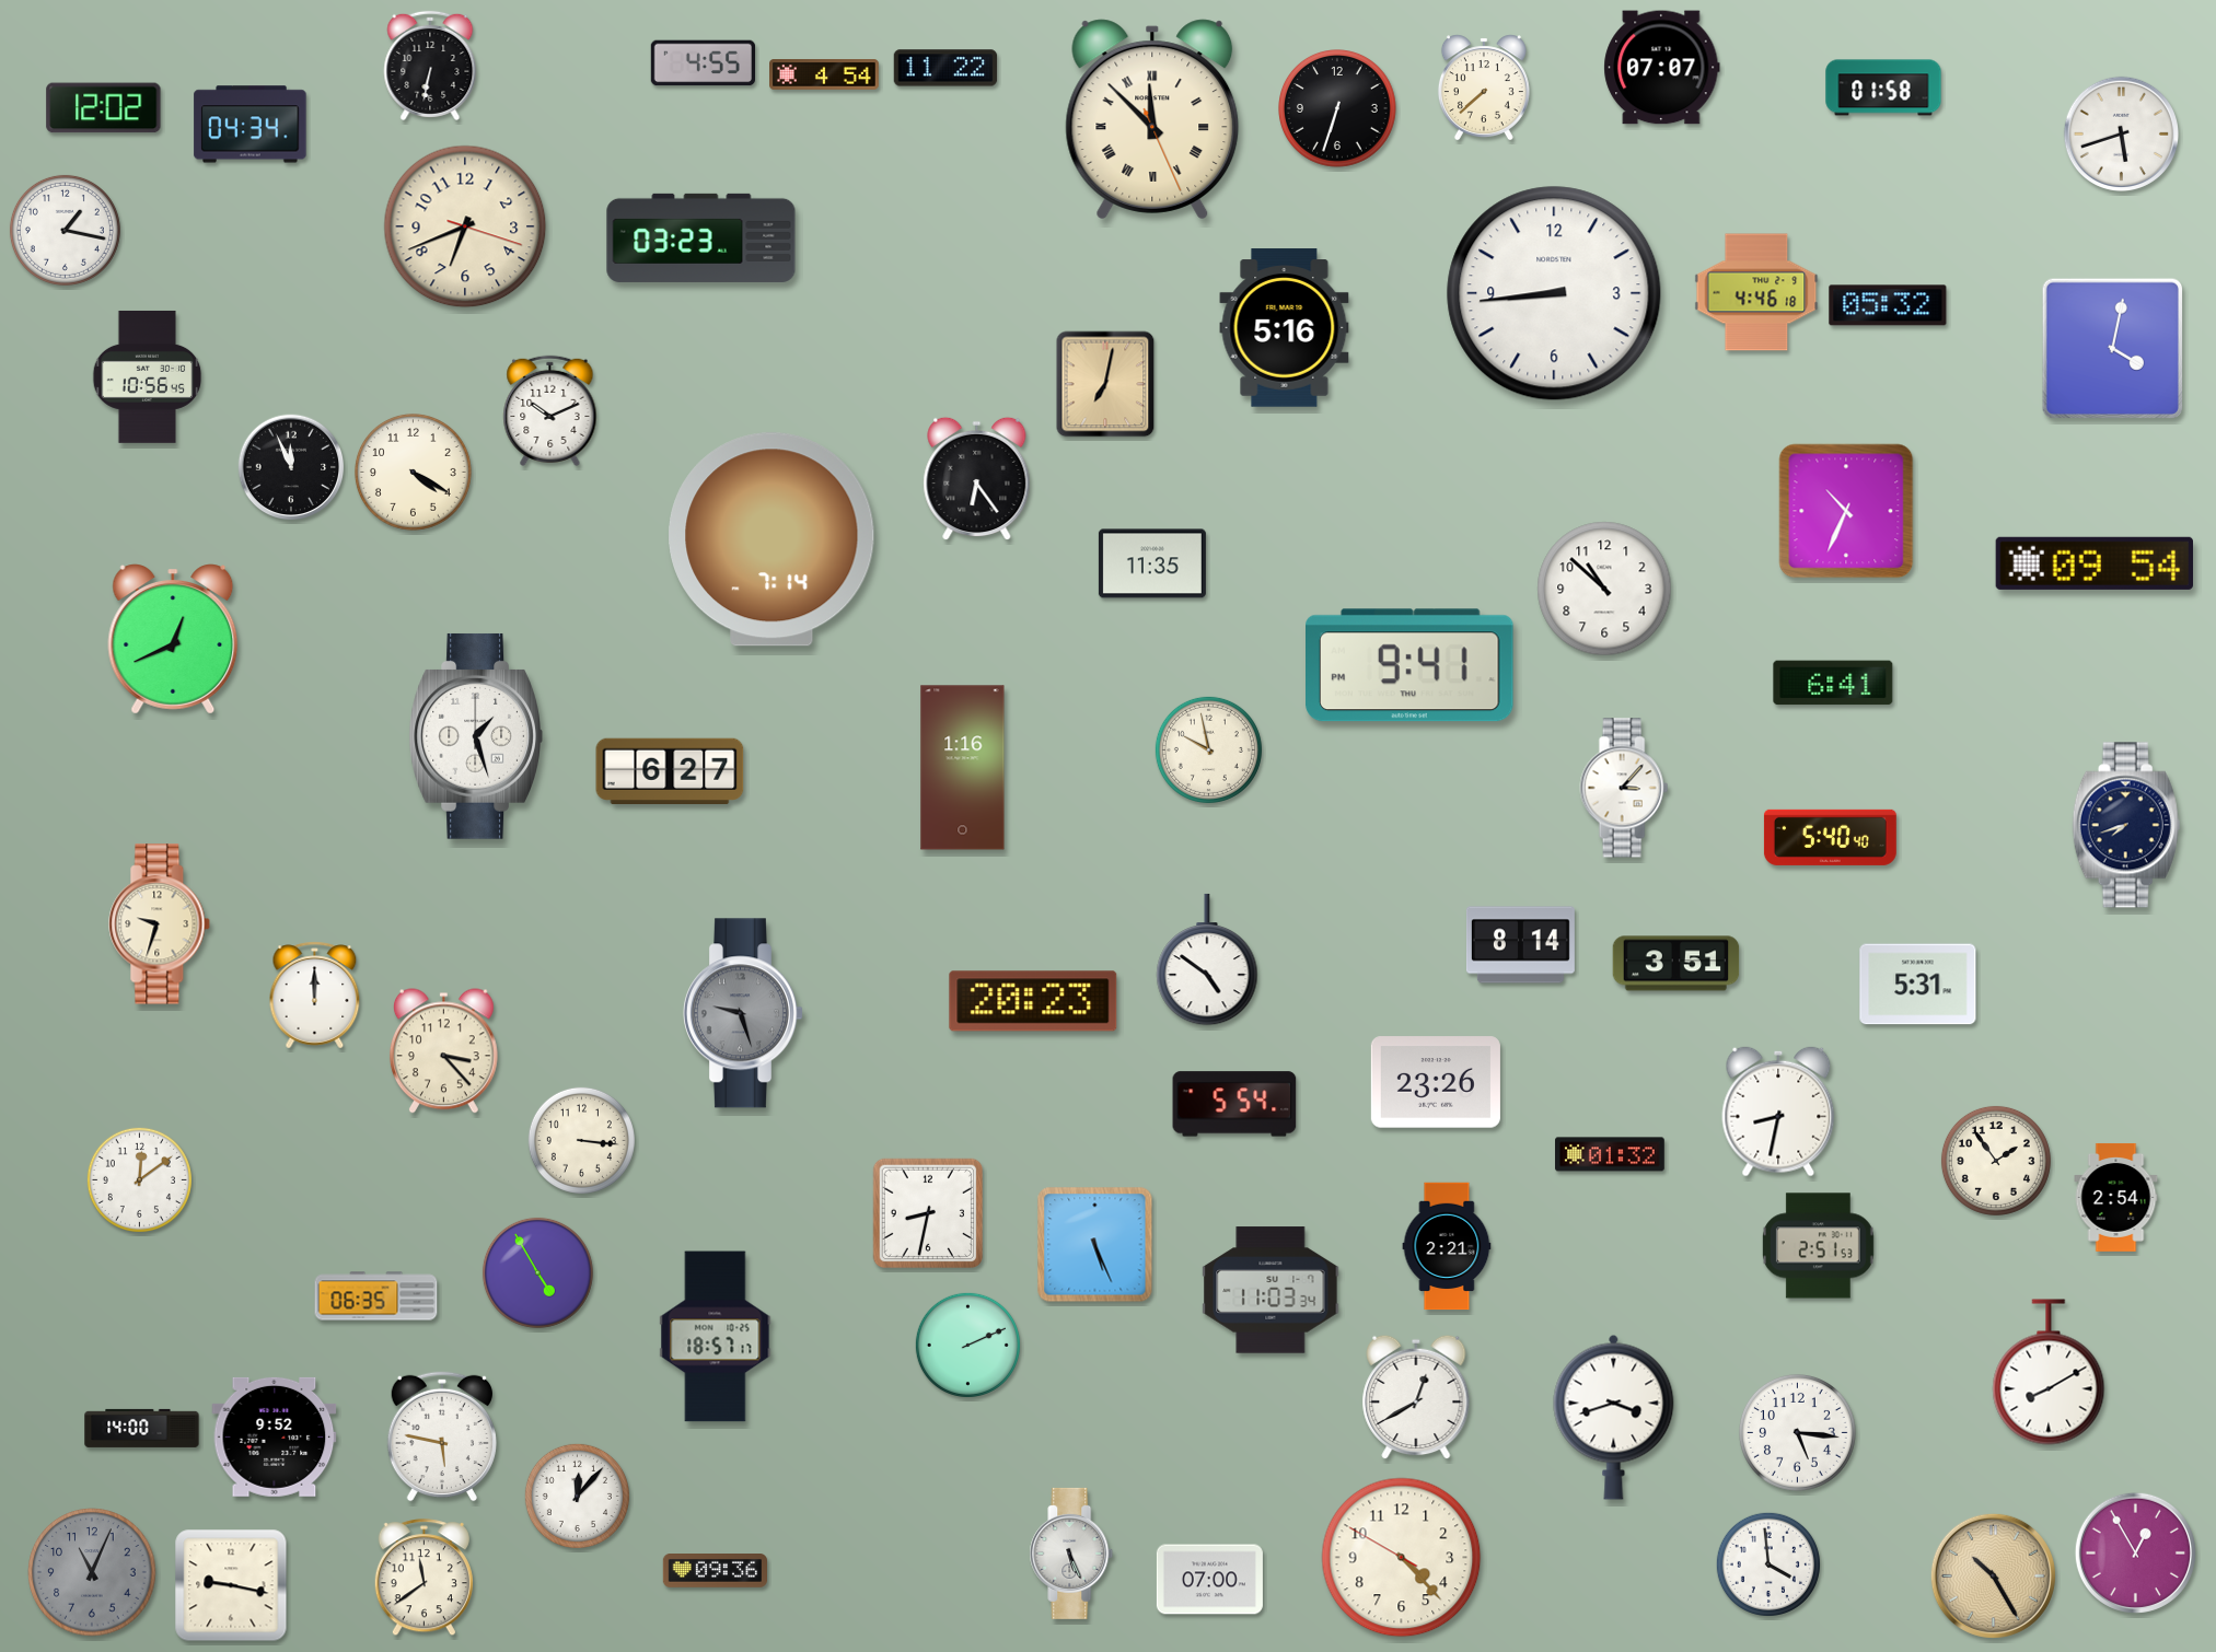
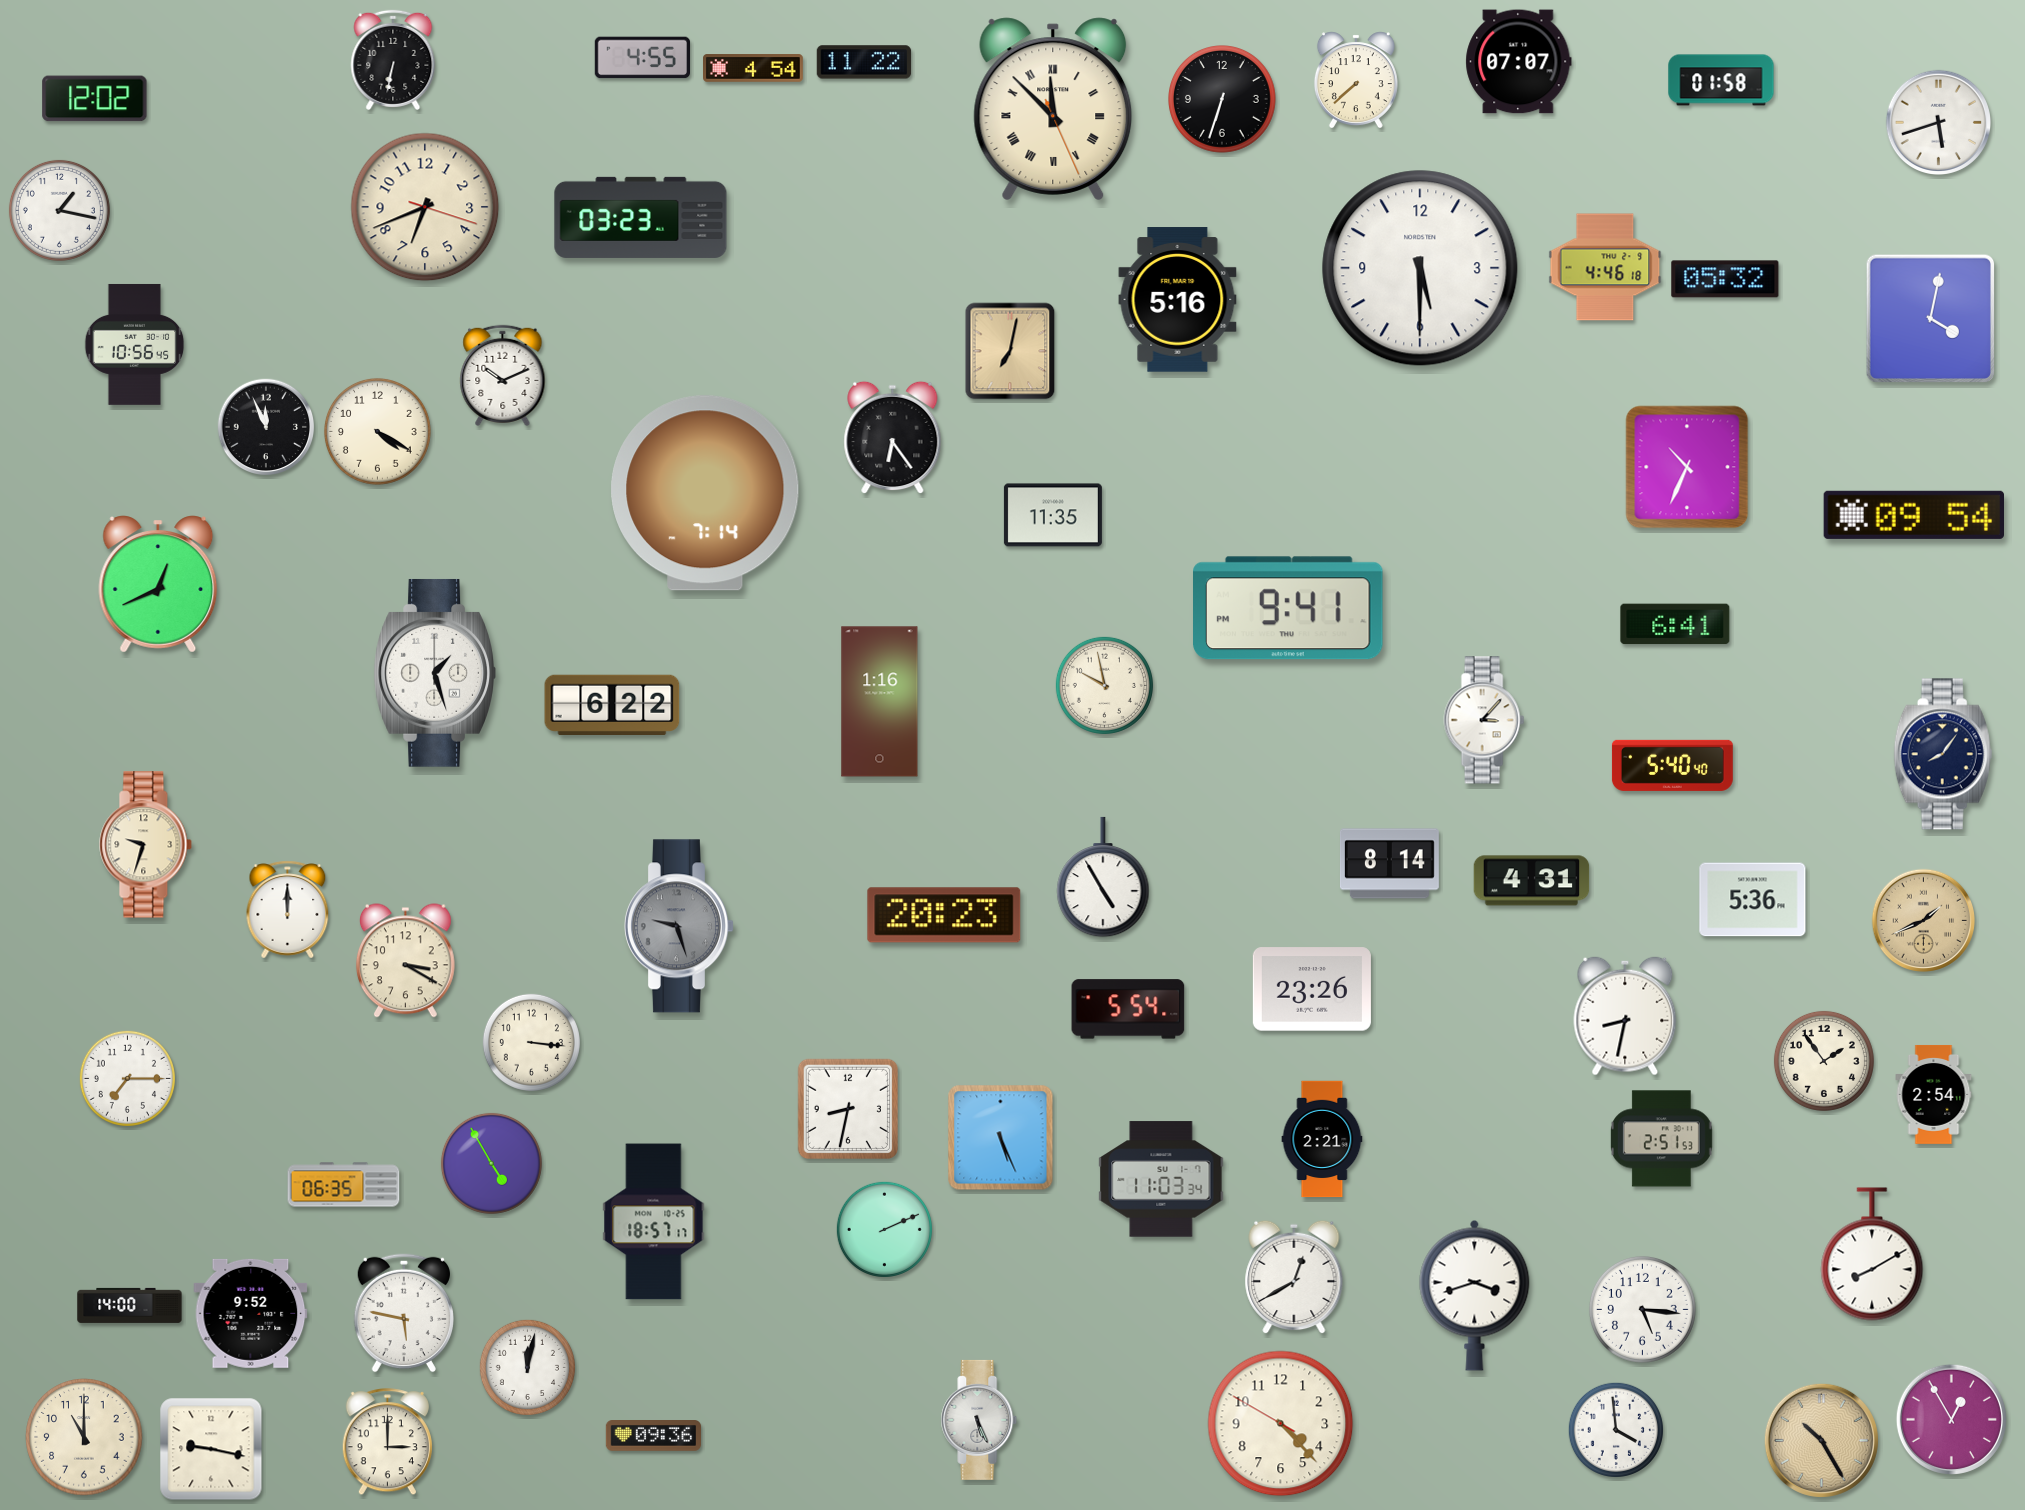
clock at (251, 125): 04:34 -> none
clock at (1554, 293): 8:44 -> 5:30
clock at (1285, 328) position: (1285, 328) -> (1178, 300)
clock at (1604, 589): 10:52 -> none
clock at (670, 770): 6:27 -> 6:22
clock at (2126, 825): 7:42 -> 8:06
clock at (1207, 959): 4:51 -> 4:55
clock at (1676, 964): 3:51 -> 4:31
clock at (1918, 985): 5:31 -> 5:36
clock at (1923, 920): none -> 1:41
clock at (443, 1051): 3:23 -> 3:20
clock at (1611, 1154): 01:32 -> none
clock at (139, 1179): 12:09 -> 7:15
clock at (577, 1496): 12:07 -> 12:02
clock at (92, 1572): 11:04 -> 11:00
clock at (92, 1572) dial: grey -> cream
clock at (424, 1578): 11:39 -> 3:00
clock at (1209, 1580): 07:00 -> none
